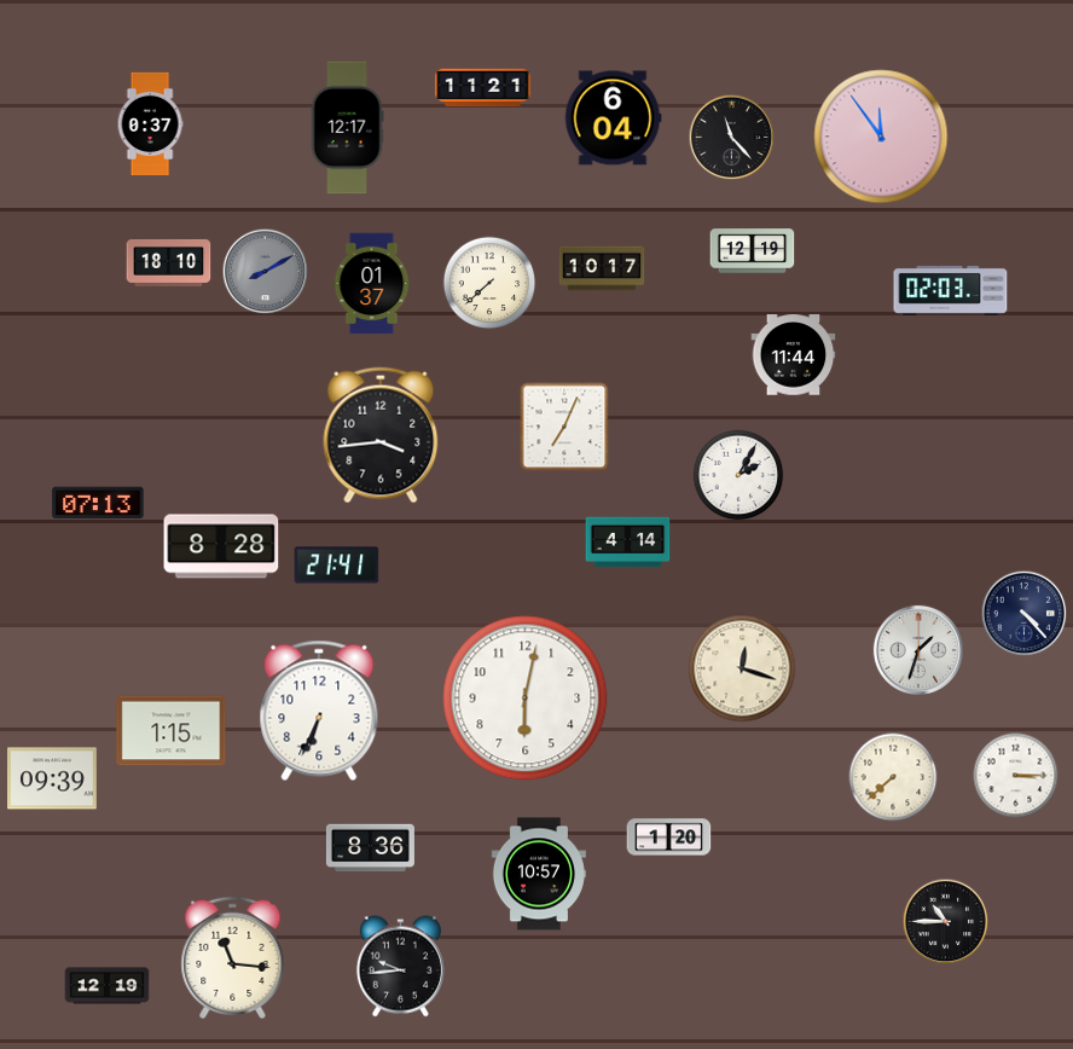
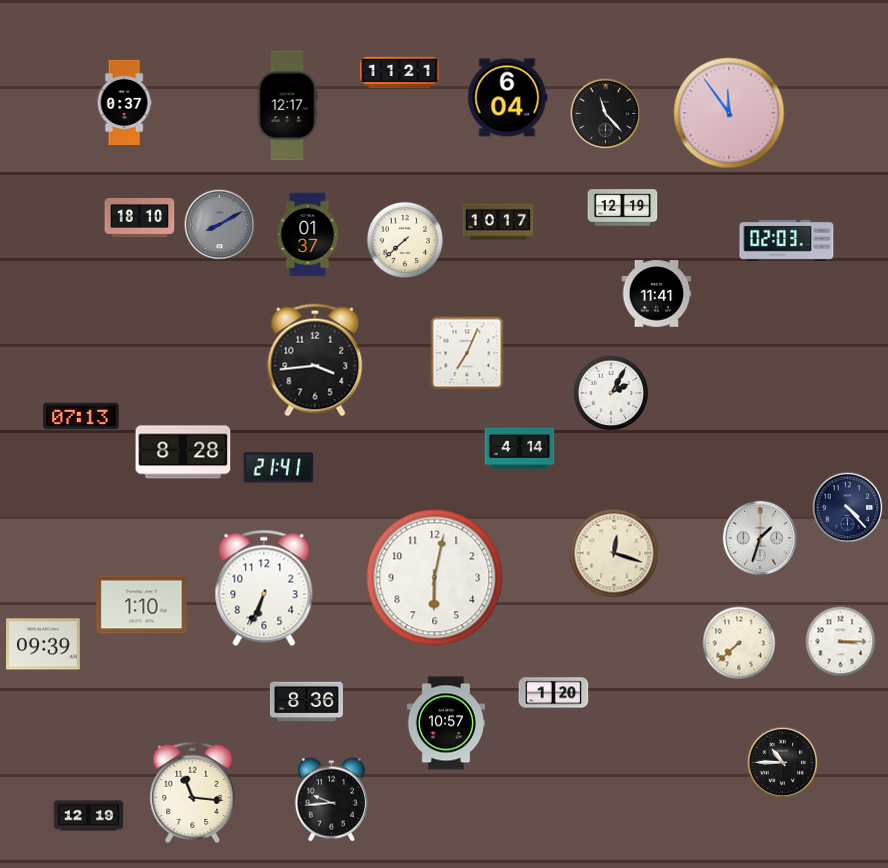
clock at (489, 283) position: (489, 283) -> (405, 240)
clock at (794, 355): 11:44 -> 11:41
clock at (172, 731): 1:15 -> 1:10
